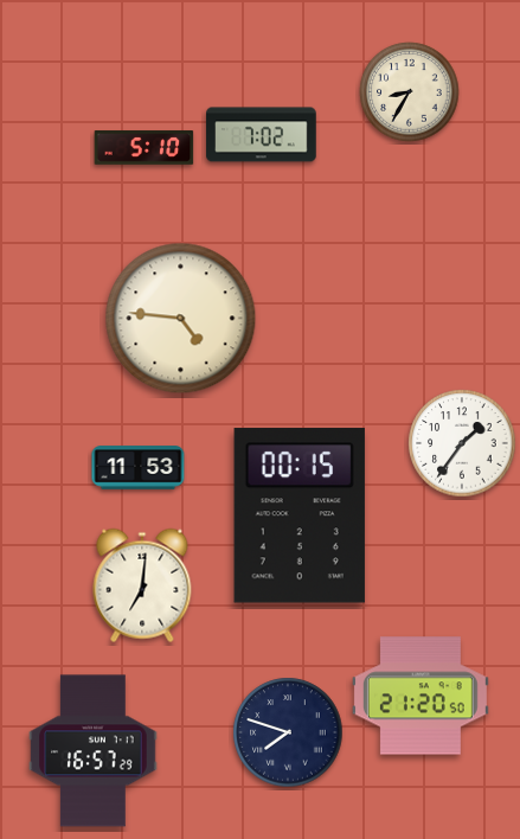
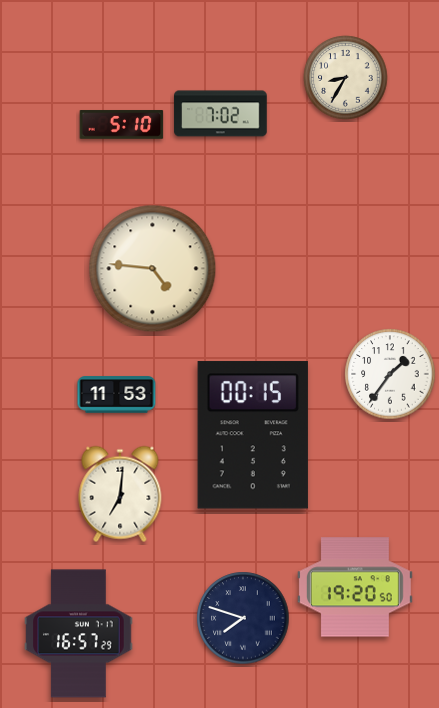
clock at (421, 696): 21:20 -> 19:20
